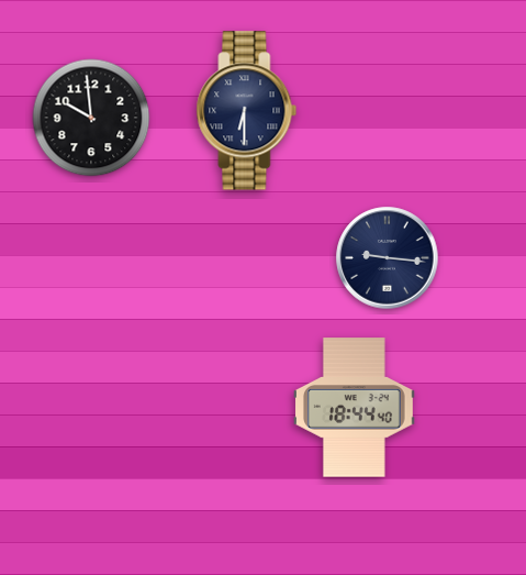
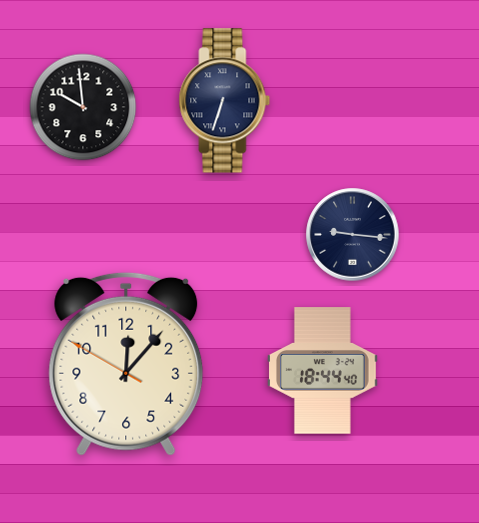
clock at (247, 111): 6:30 -> 6:33
clock at (126, 364): none -> 12:06
